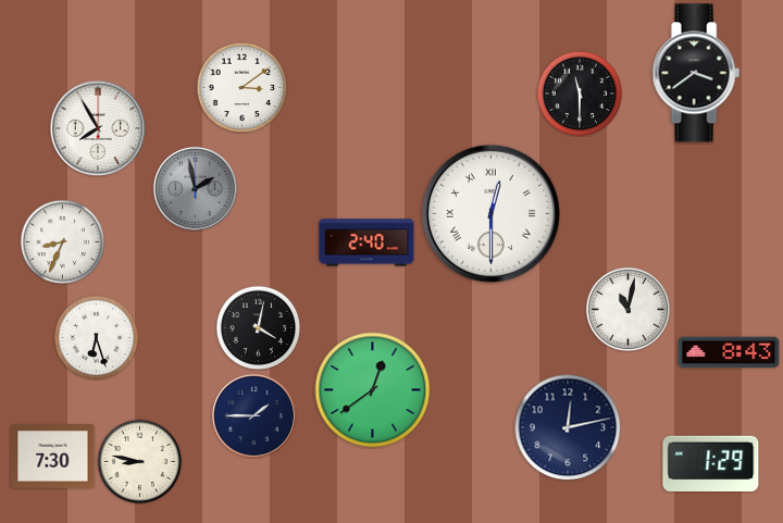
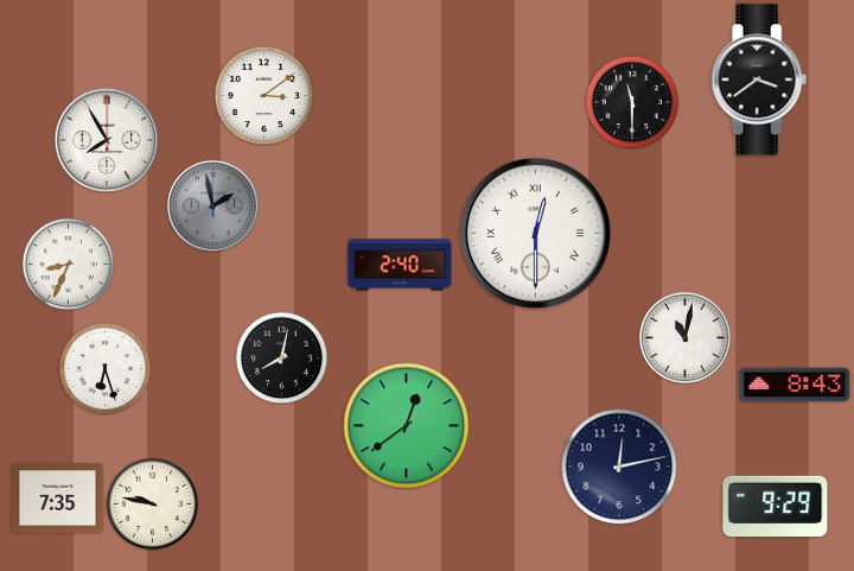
clock at (258, 327): 4:02 -> 8:02
clock at (253, 415): 1:45 -> none
clock at (53, 457): 7:30 -> 7:35
clock at (139, 461): 8:47 -> 9:47
clock at (711, 463): 1:29 -> 9:29
